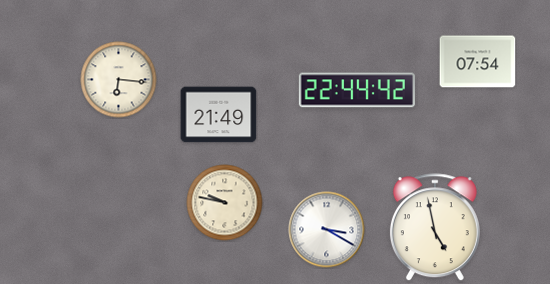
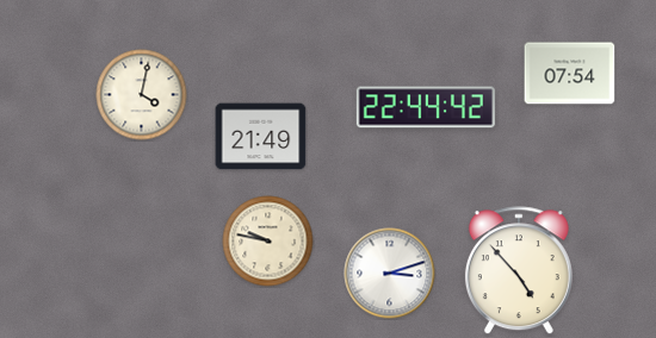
clock at (119, 80): 6:16 -> 4:02
clock at (435, 228): 4:58 -> 4:53
clock at (327, 230): 3:20 -> 3:12
